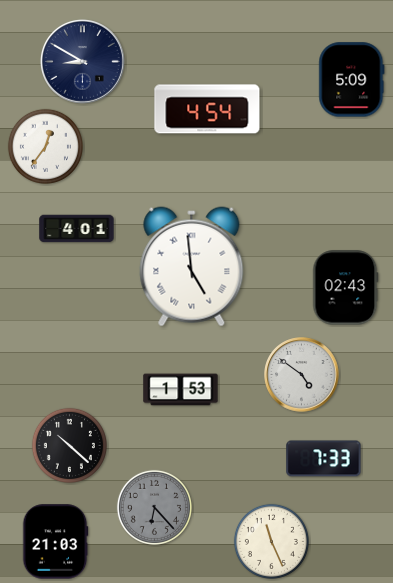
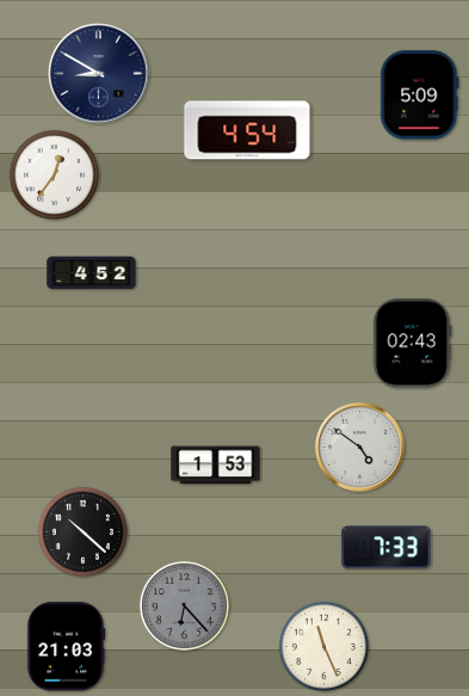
clock at (77, 229): 4:01 -> 4:52
clock at (192, 267): 4:59 -> none
